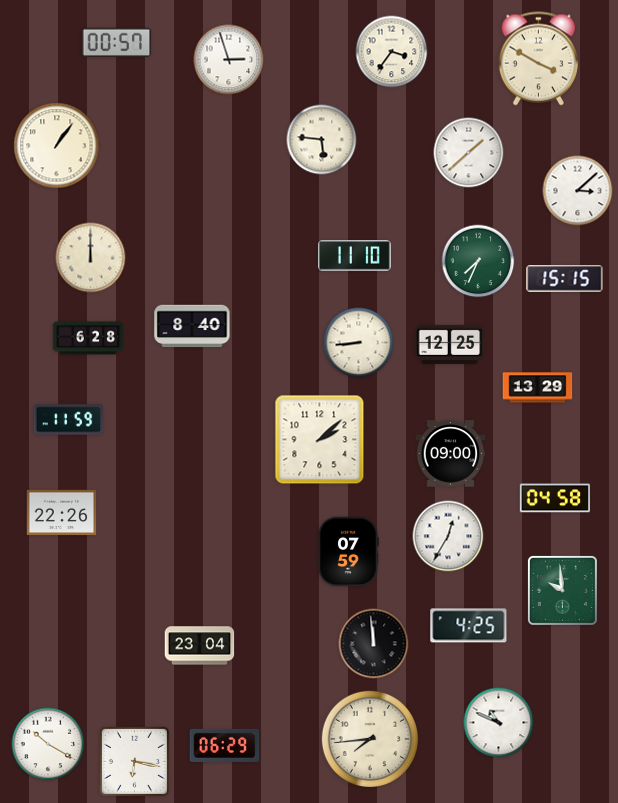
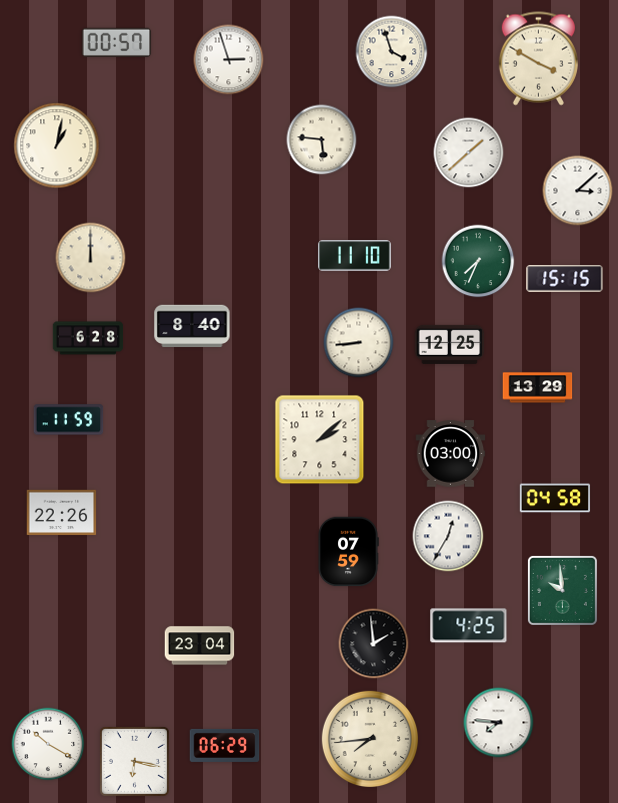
clock at (392, 52): 3:36 -> 3:57
clock at (57, 146): 1:06 -> 1:02
clock at (451, 454): 09:00 -> 03:00
clock at (374, 644): 11:59 -> 1:59
clock at (499, 723): 10:49 -> 7:46
